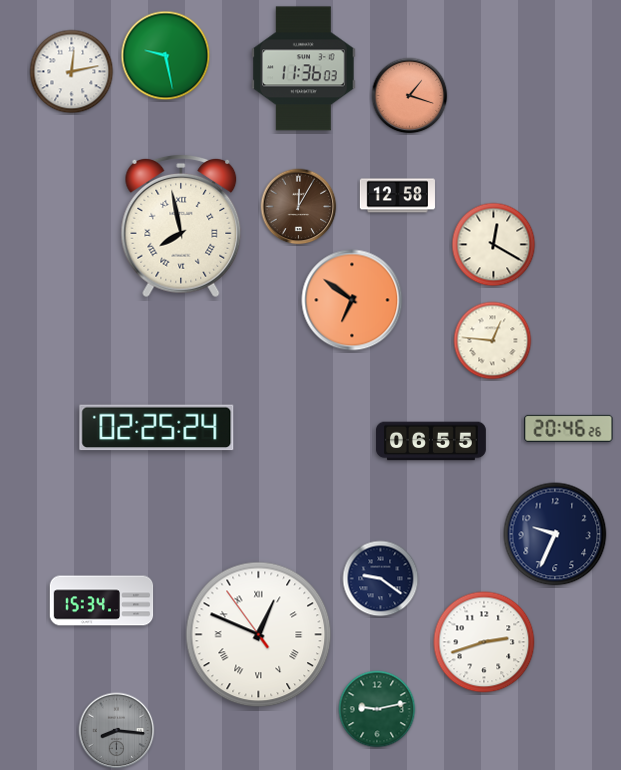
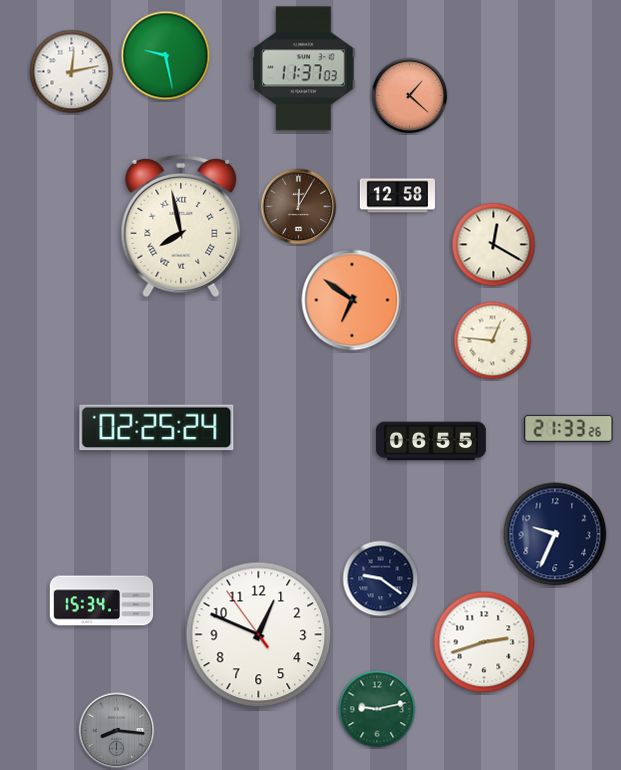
clock at (304, 69): 11:36 -> 11:37
clock at (410, 96): 1:18 -> 1:22
clock at (569, 428): 20:46 -> 21:33
clock at (259, 635) numerals: Roman -> Arabic
